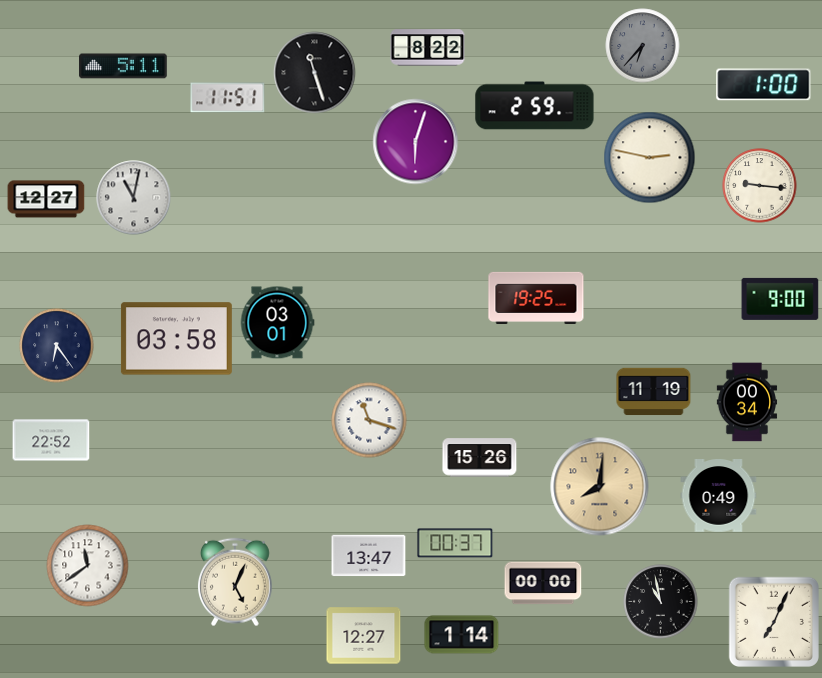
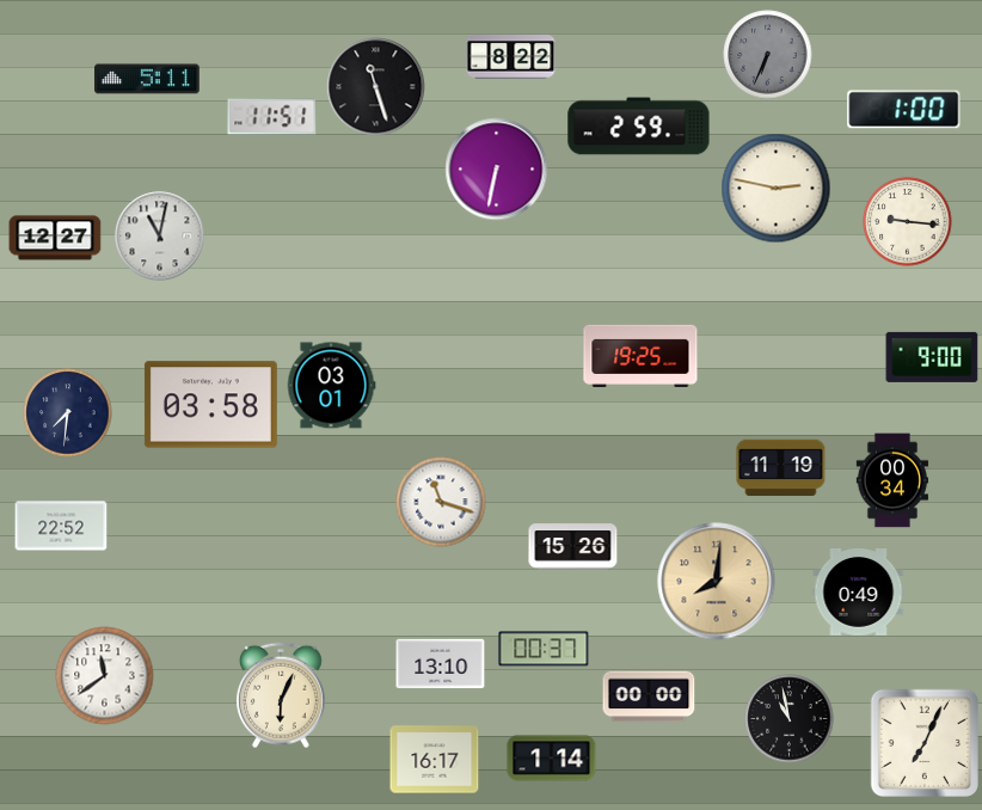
clock at (643, 46): 6:37 -> 6:34
clock at (764, 85) position: (764, 85) -> (904, 110)
clock at (416, 142): 6:03 -> 6:32
clock at (57, 346): 6:24 -> 7:31
clock at (369, 556): 13:47 -> 13:10
clock at (235, 582): 5:04 -> 6:04
clock at (364, 636): 12:27 -> 16:17
